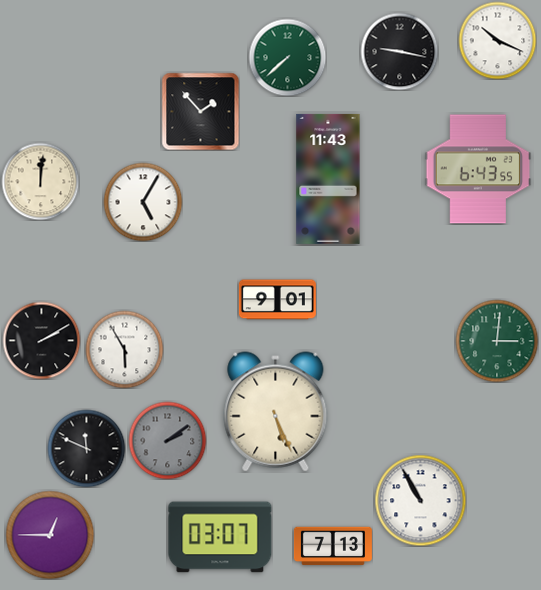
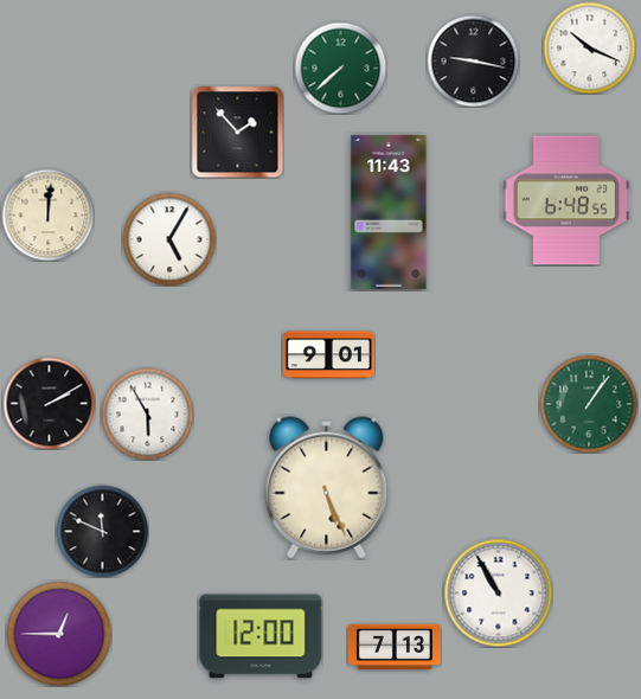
clock at (478, 169): 6:43 -> 6:48
clock at (497, 341): 3:01 -> 1:06
clock at (167, 440): 2:09 -> none
clock at (220, 537): 03:07 -> 12:00
